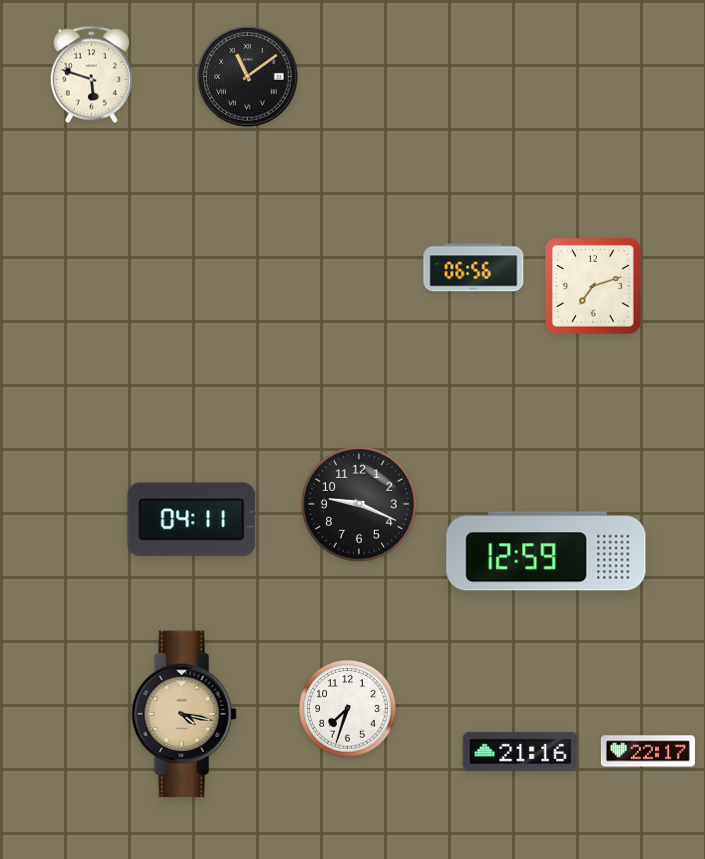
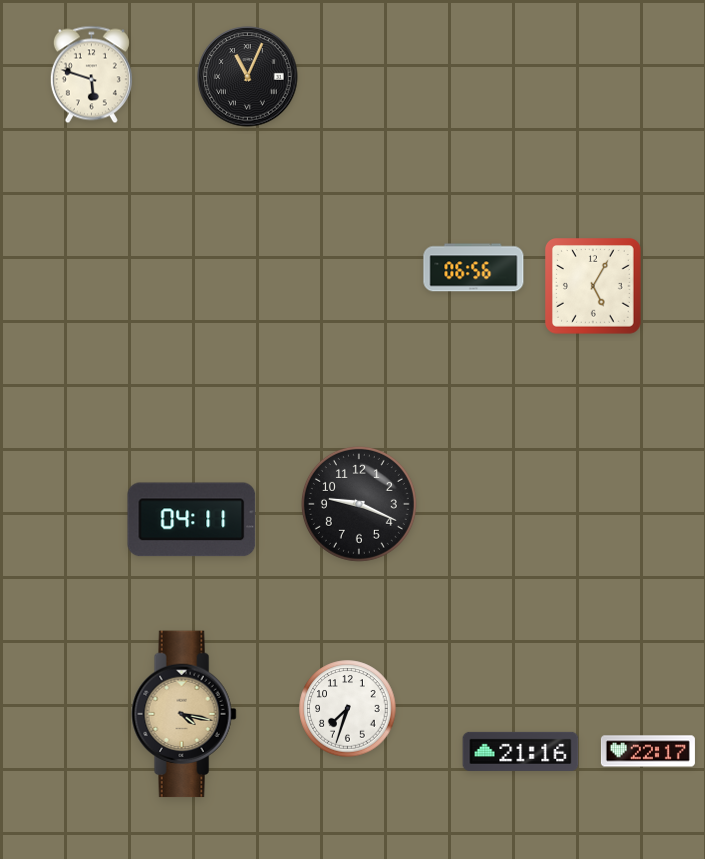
clock at (248, 77): 11:09 -> 11:04
clock at (594, 287): 7:12 -> 5:05
clock at (546, 551): 12:59 -> none
